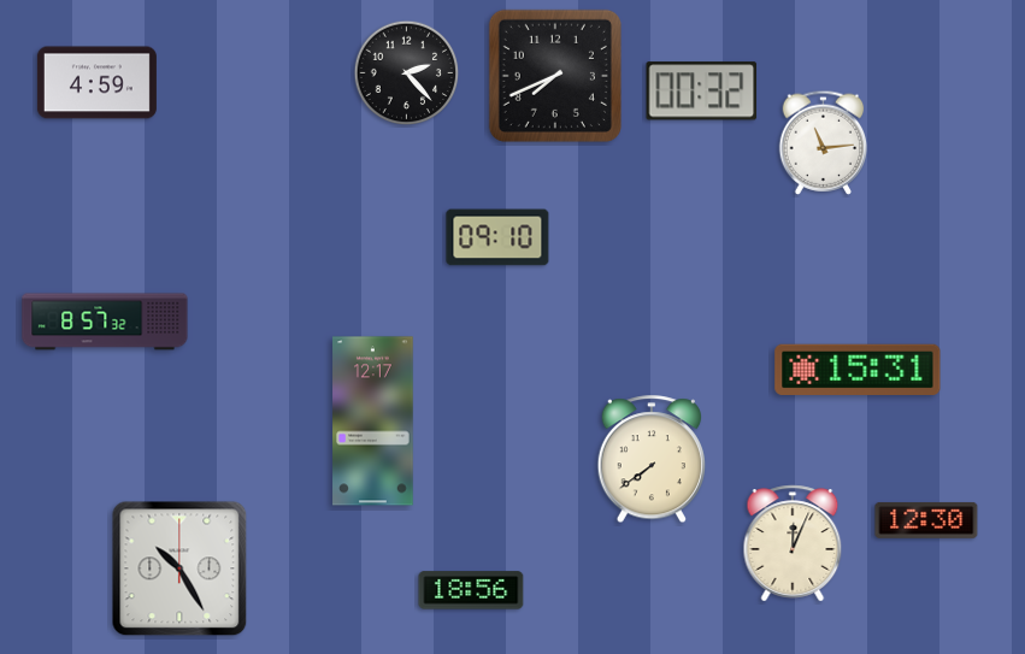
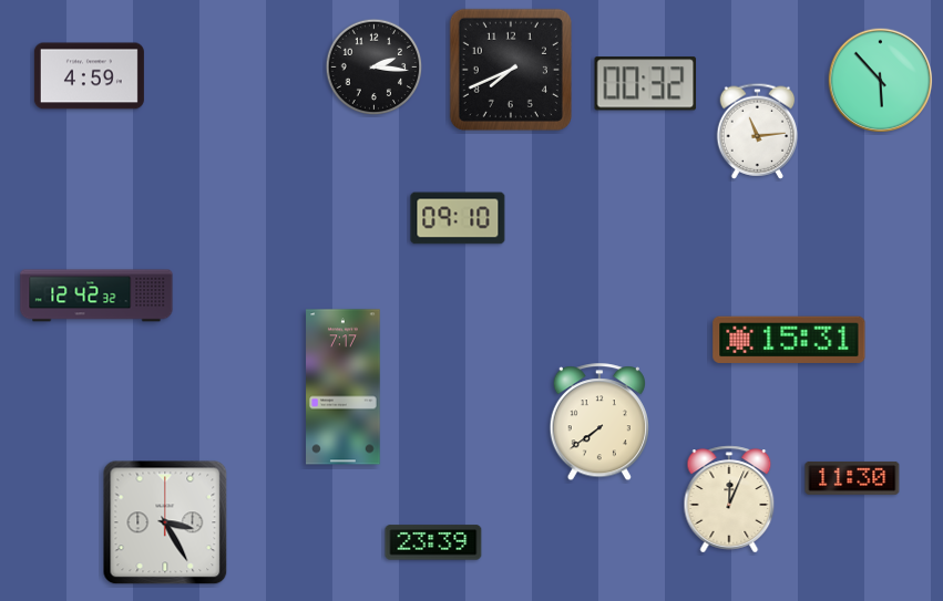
clock at (407, 73): 2:23 -> 2:16
clock at (881, 81): none -> 5:53
clock at (105, 322): 8:57 -> 12:42
clock at (373, 422): 12:17 -> 7:17
clock at (926, 520): 12:30 -> 11:30
clock at (179, 568): 10:25 -> 3:25
clock at (471, 590): 18:56 -> 23:39
